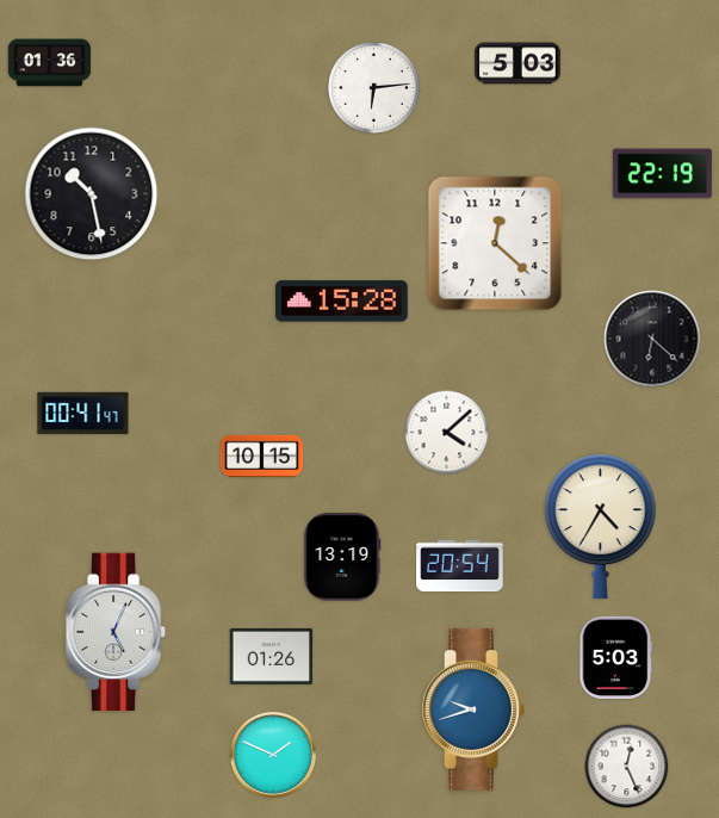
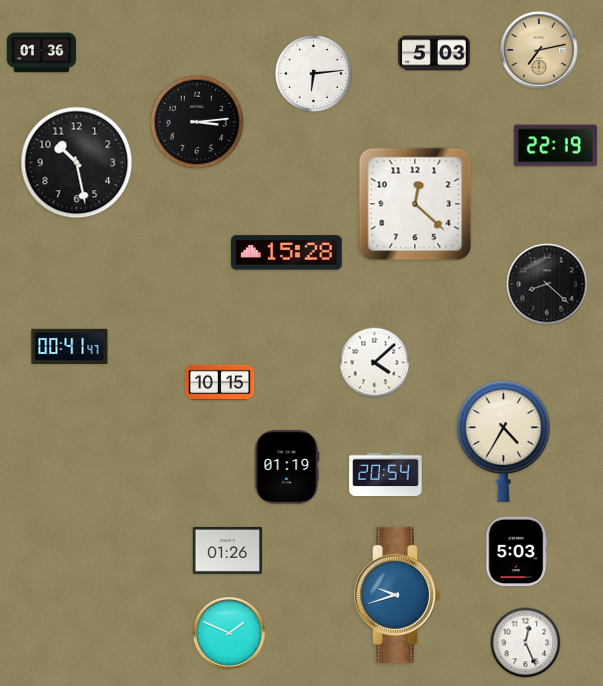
clock at (539, 50): none -> 7:13
clock at (197, 122): none -> 3:14
clock at (652, 339): 6:22 -> 8:22
clock at (342, 557): 13:19 -> 01:19
clock at (116, 632): 5:04 -> none
